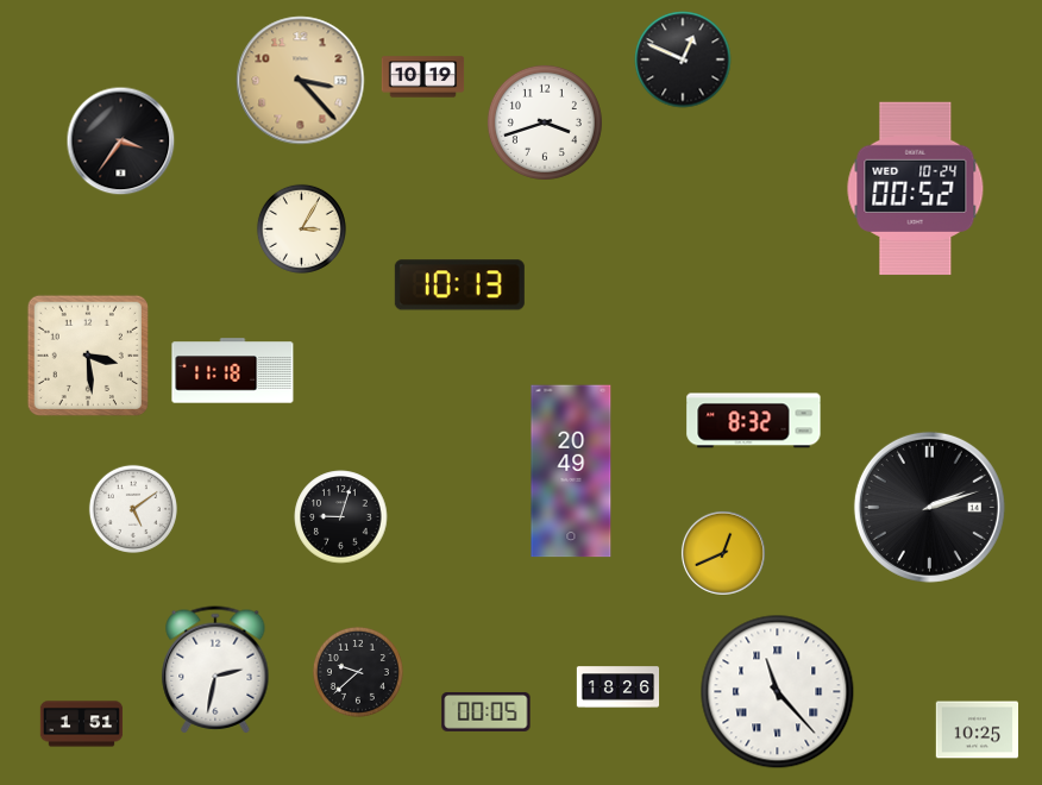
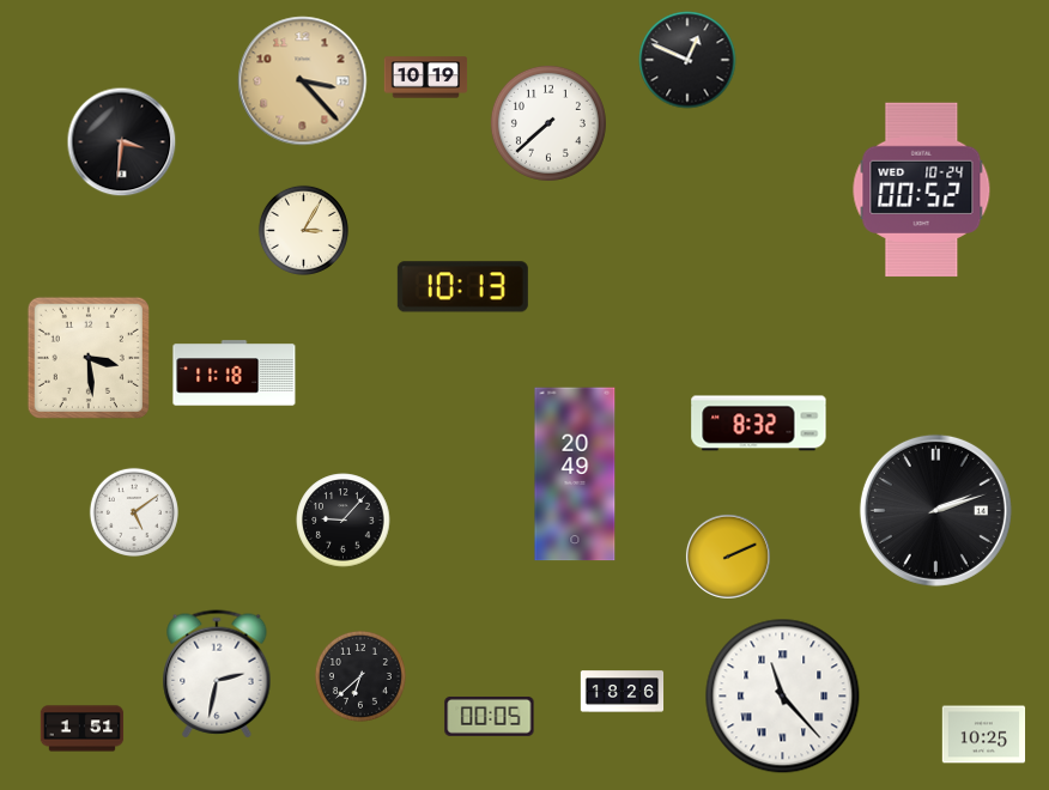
clock at (545, 123): 3:42 -> 7:38
clock at (121, 142): 3:36 -> 3:31
clock at (341, 517): 9:03 -> 9:07
clock at (723, 553): 12:41 -> 2:11
clock at (358, 672): 9:38 -> 6:38
